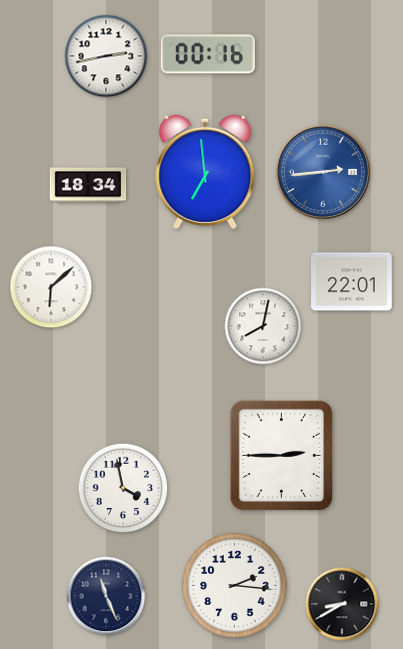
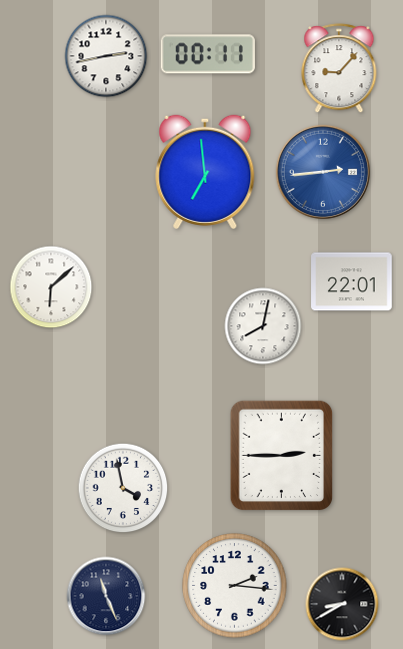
clock at (208, 54): 00:16 -> 00:11
clock at (339, 69): none -> 9:07
clock at (88, 185): 18:34 -> none
